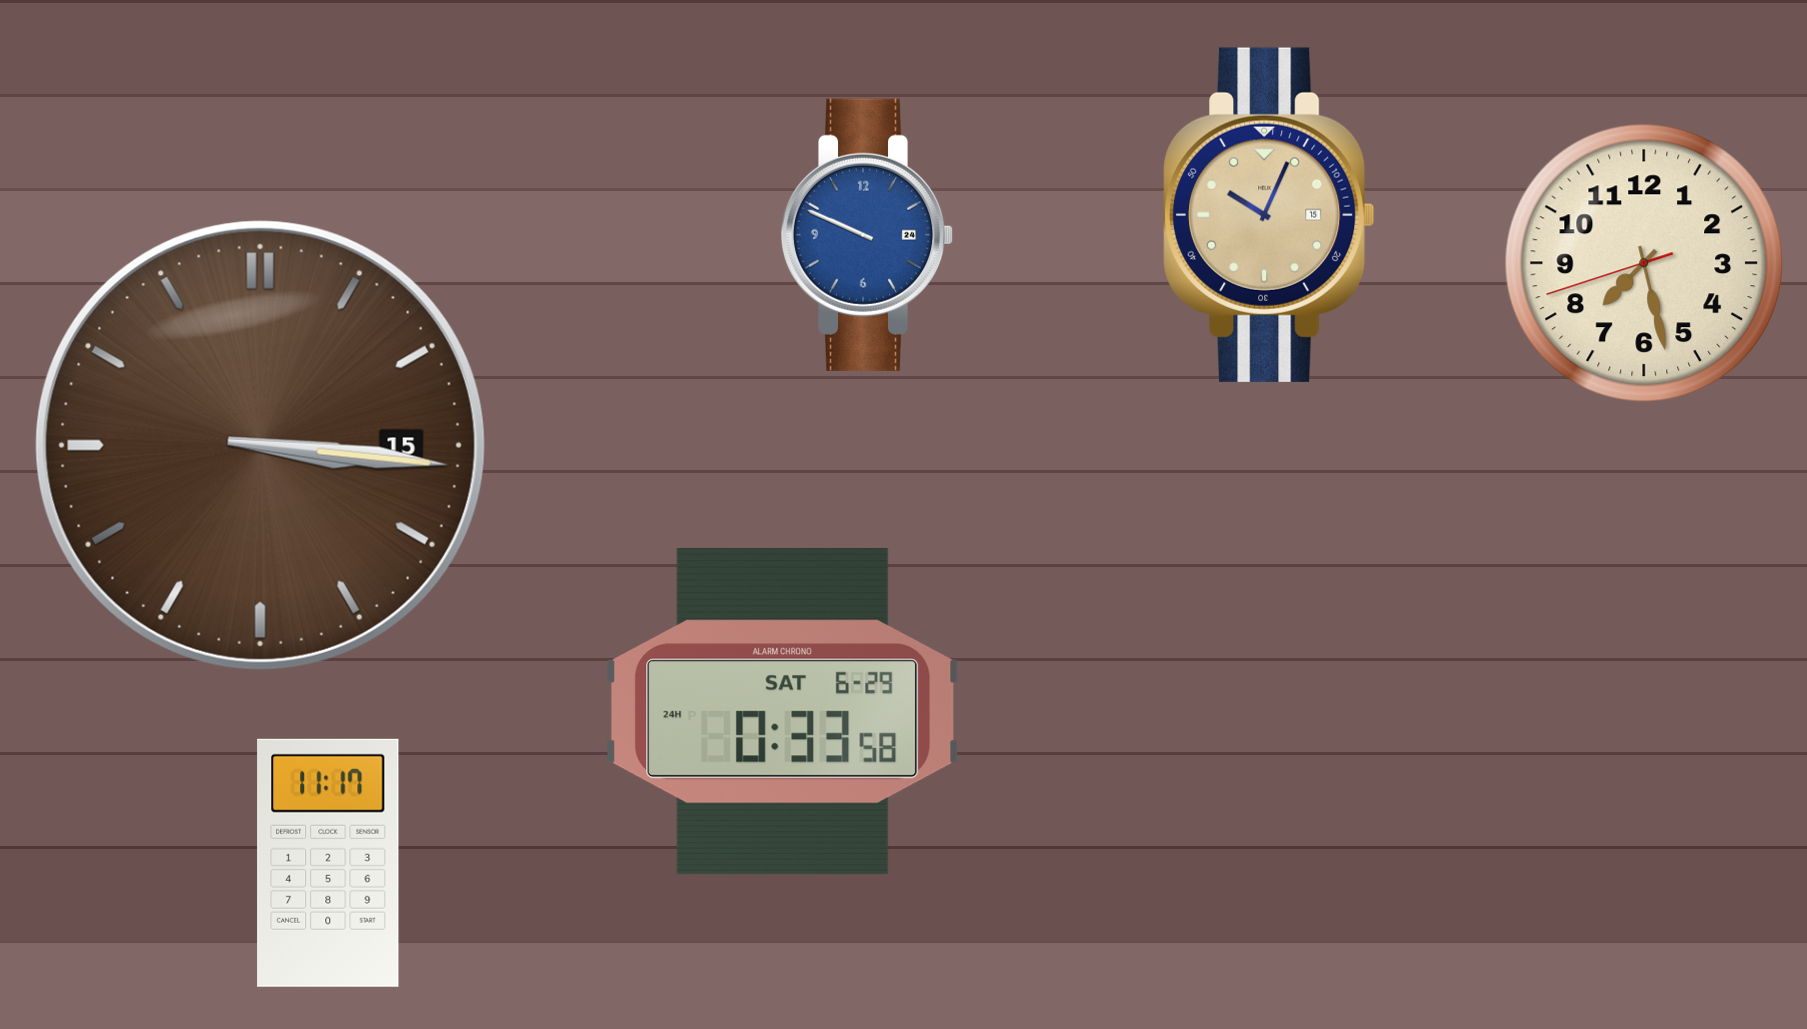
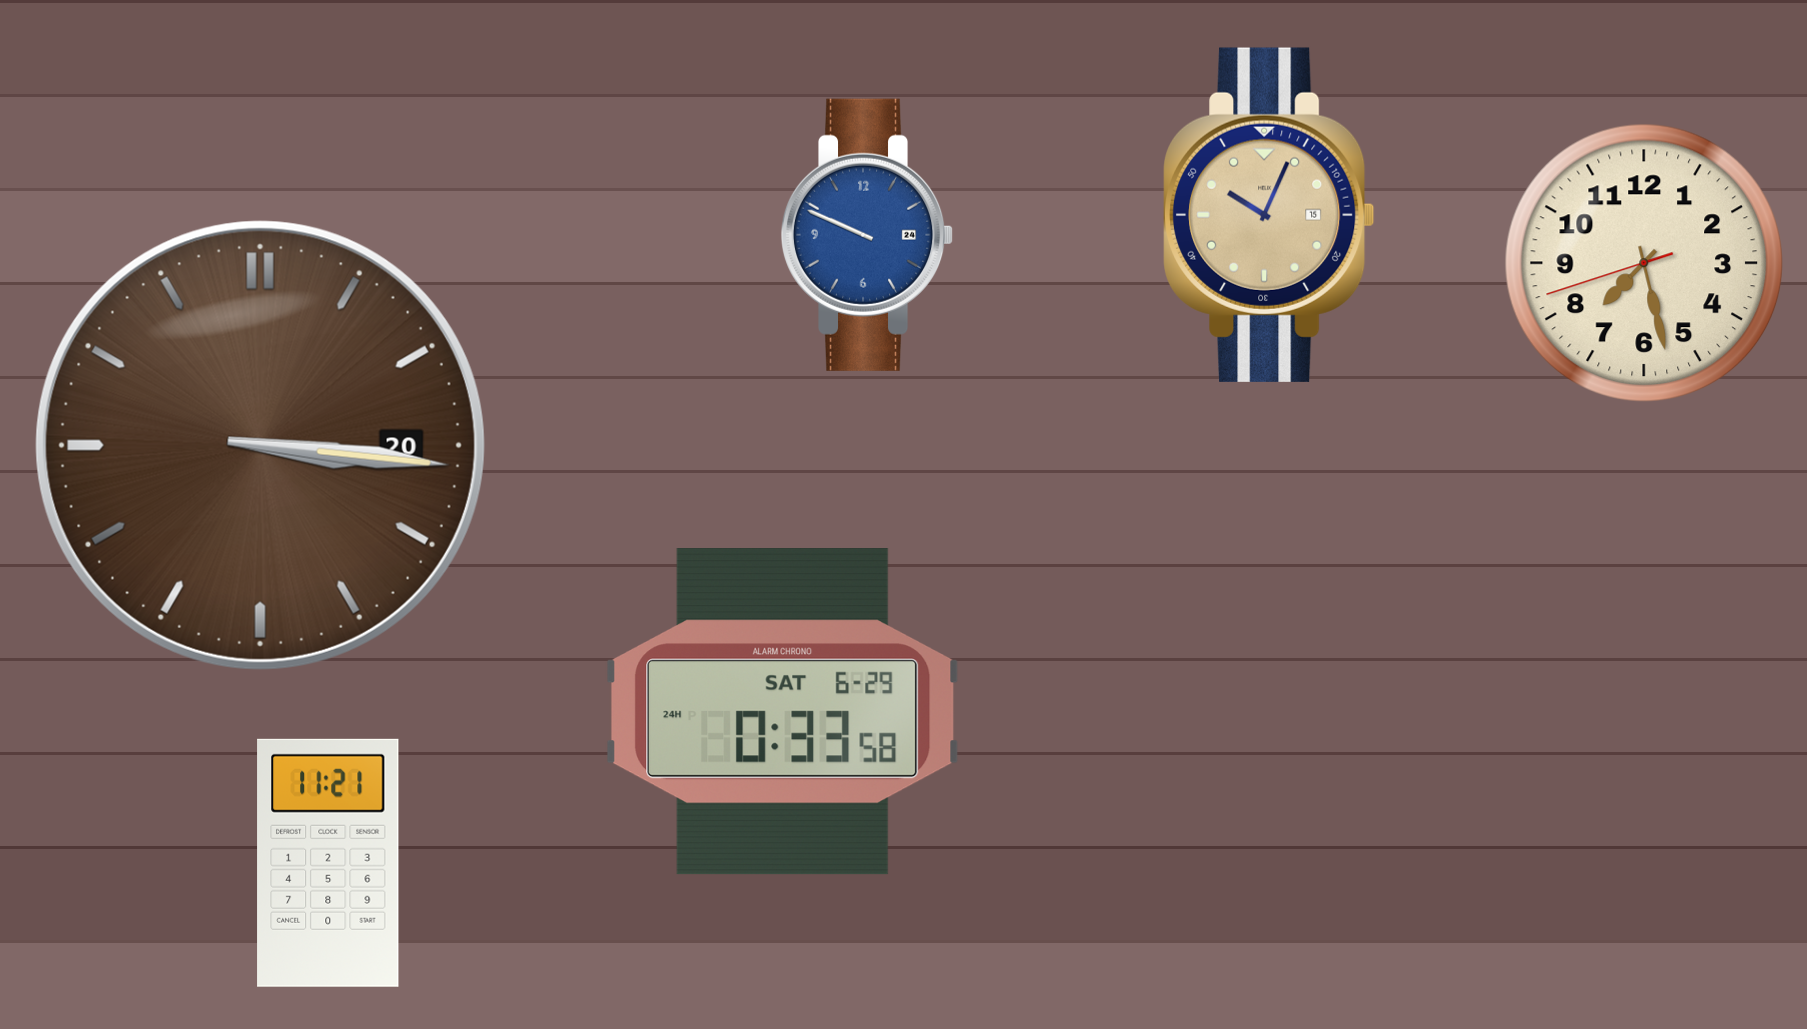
clock at (260, 445) date: 15 -> 20
clock at (328, 863): 11:17 -> 11:21
